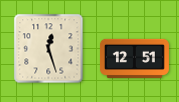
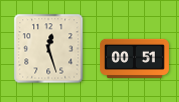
clock at (134, 58): 12:51 -> 00:51
